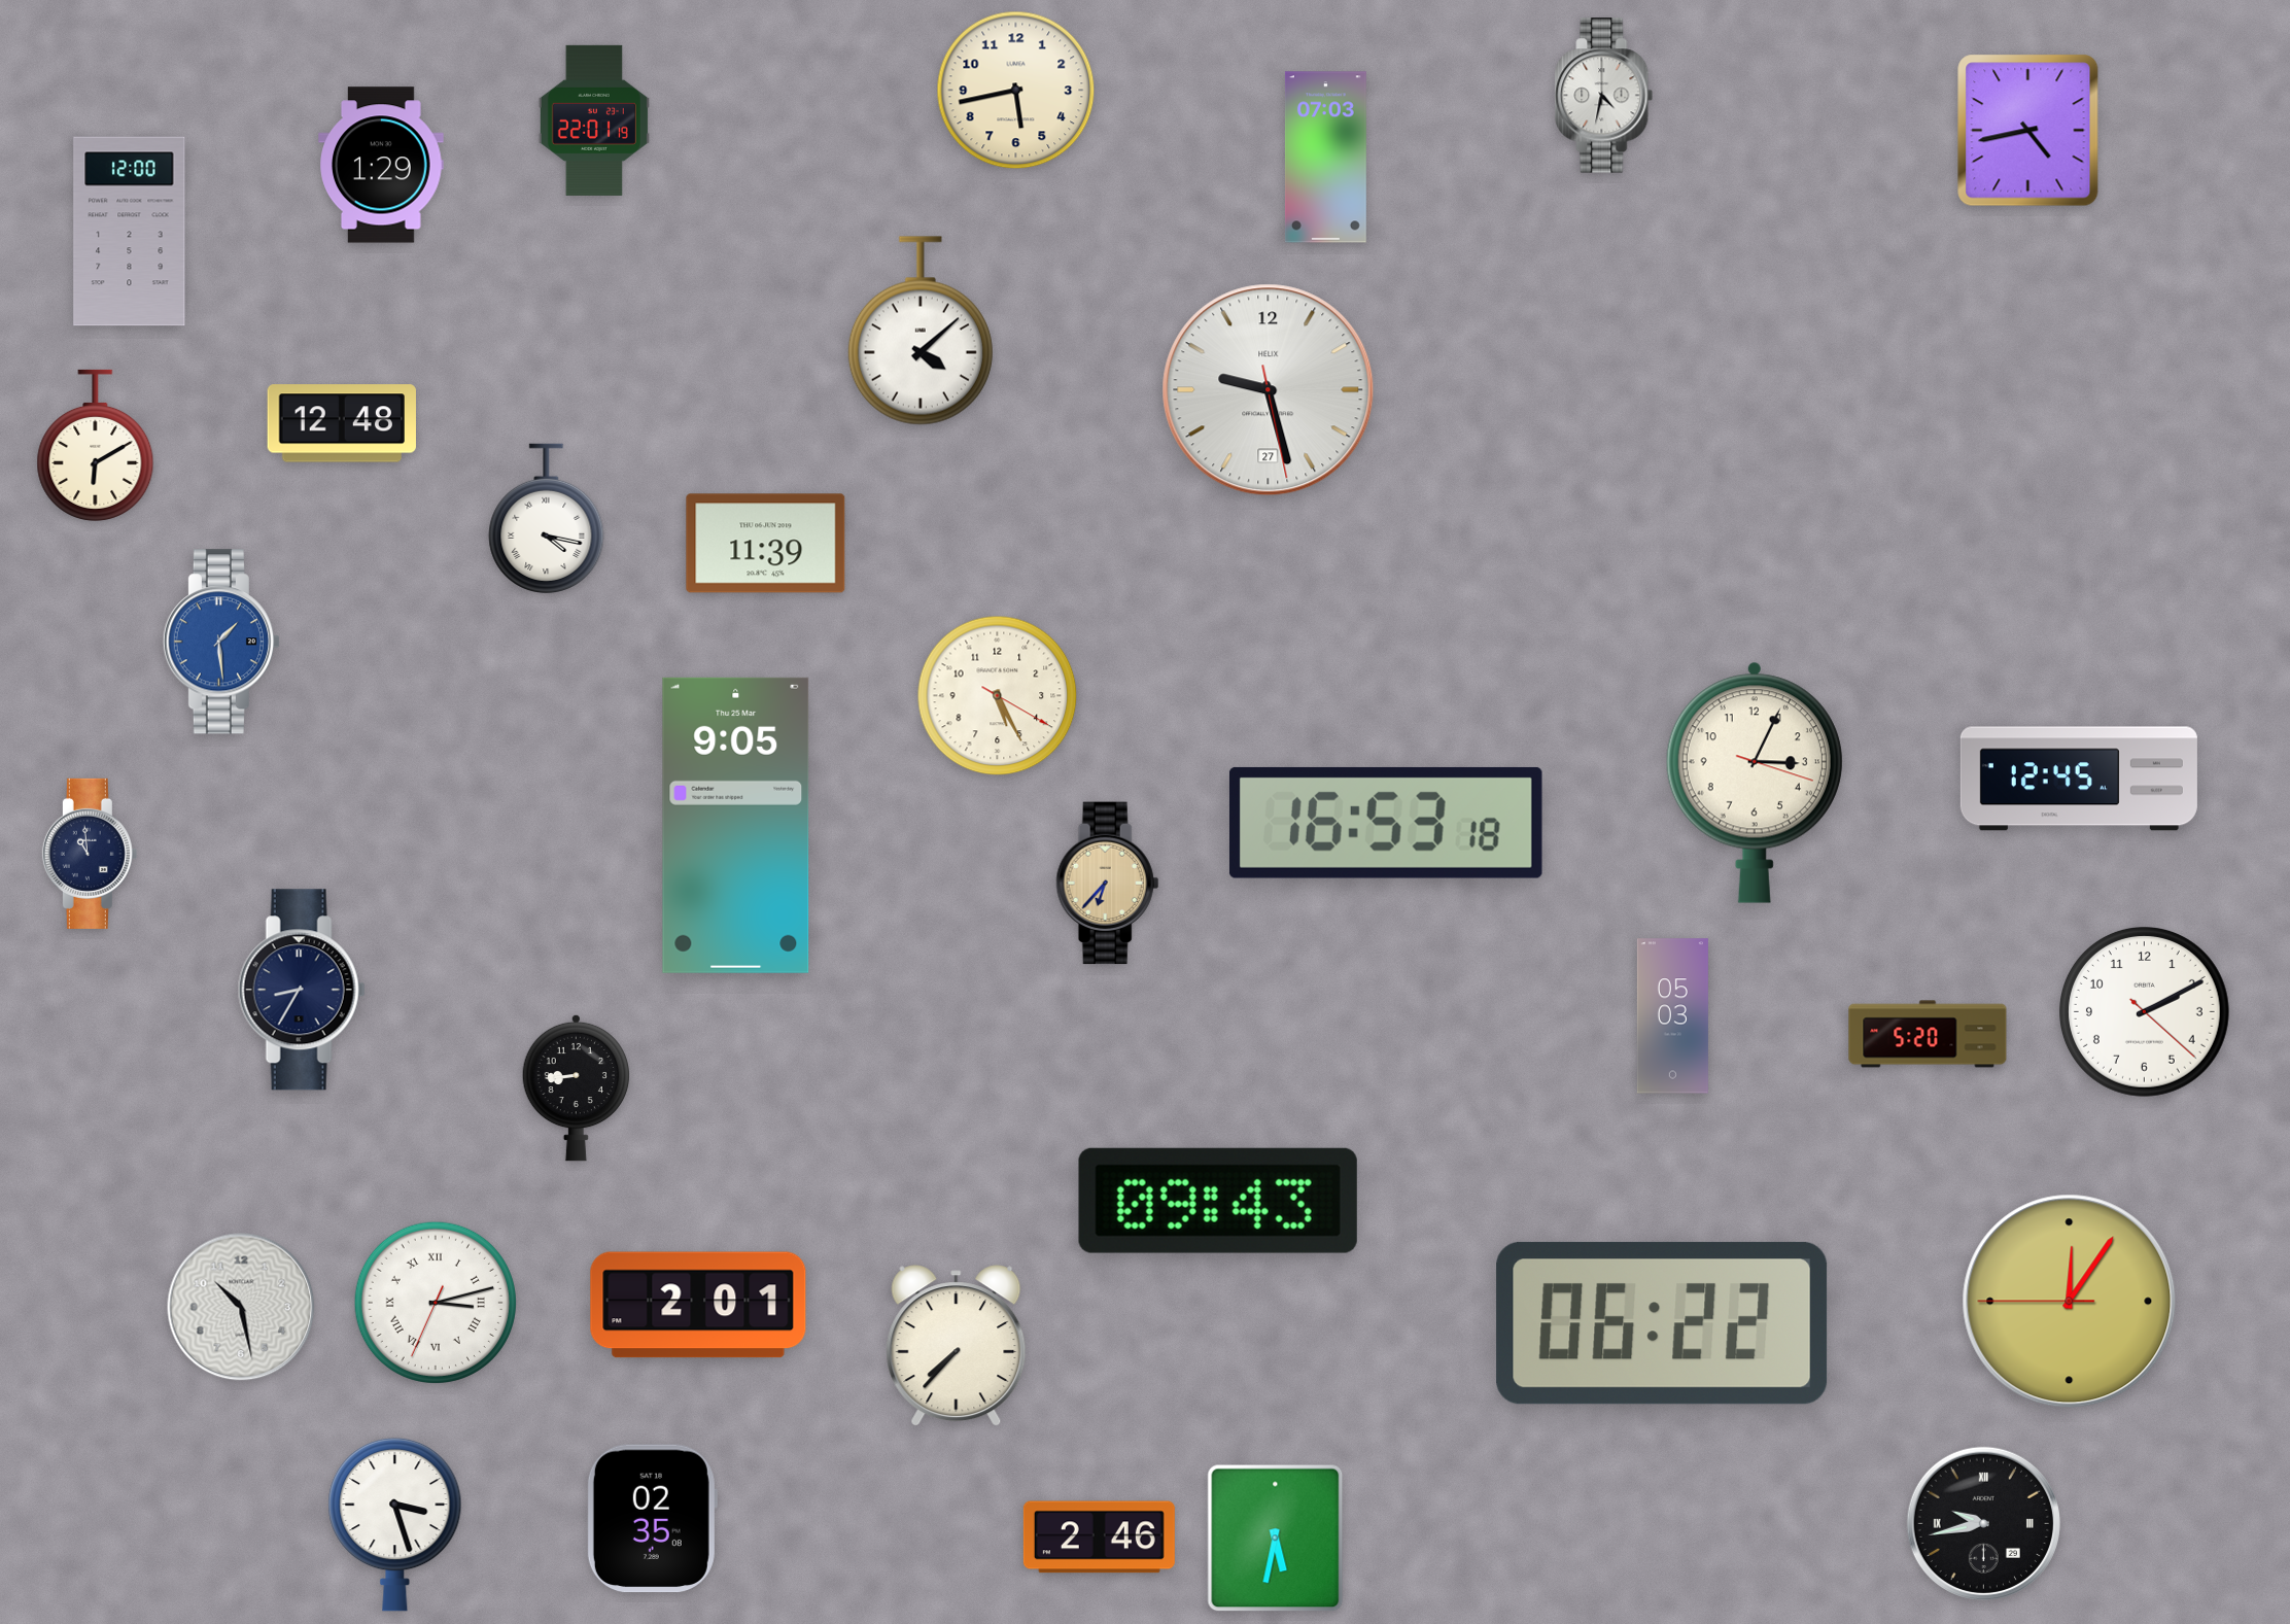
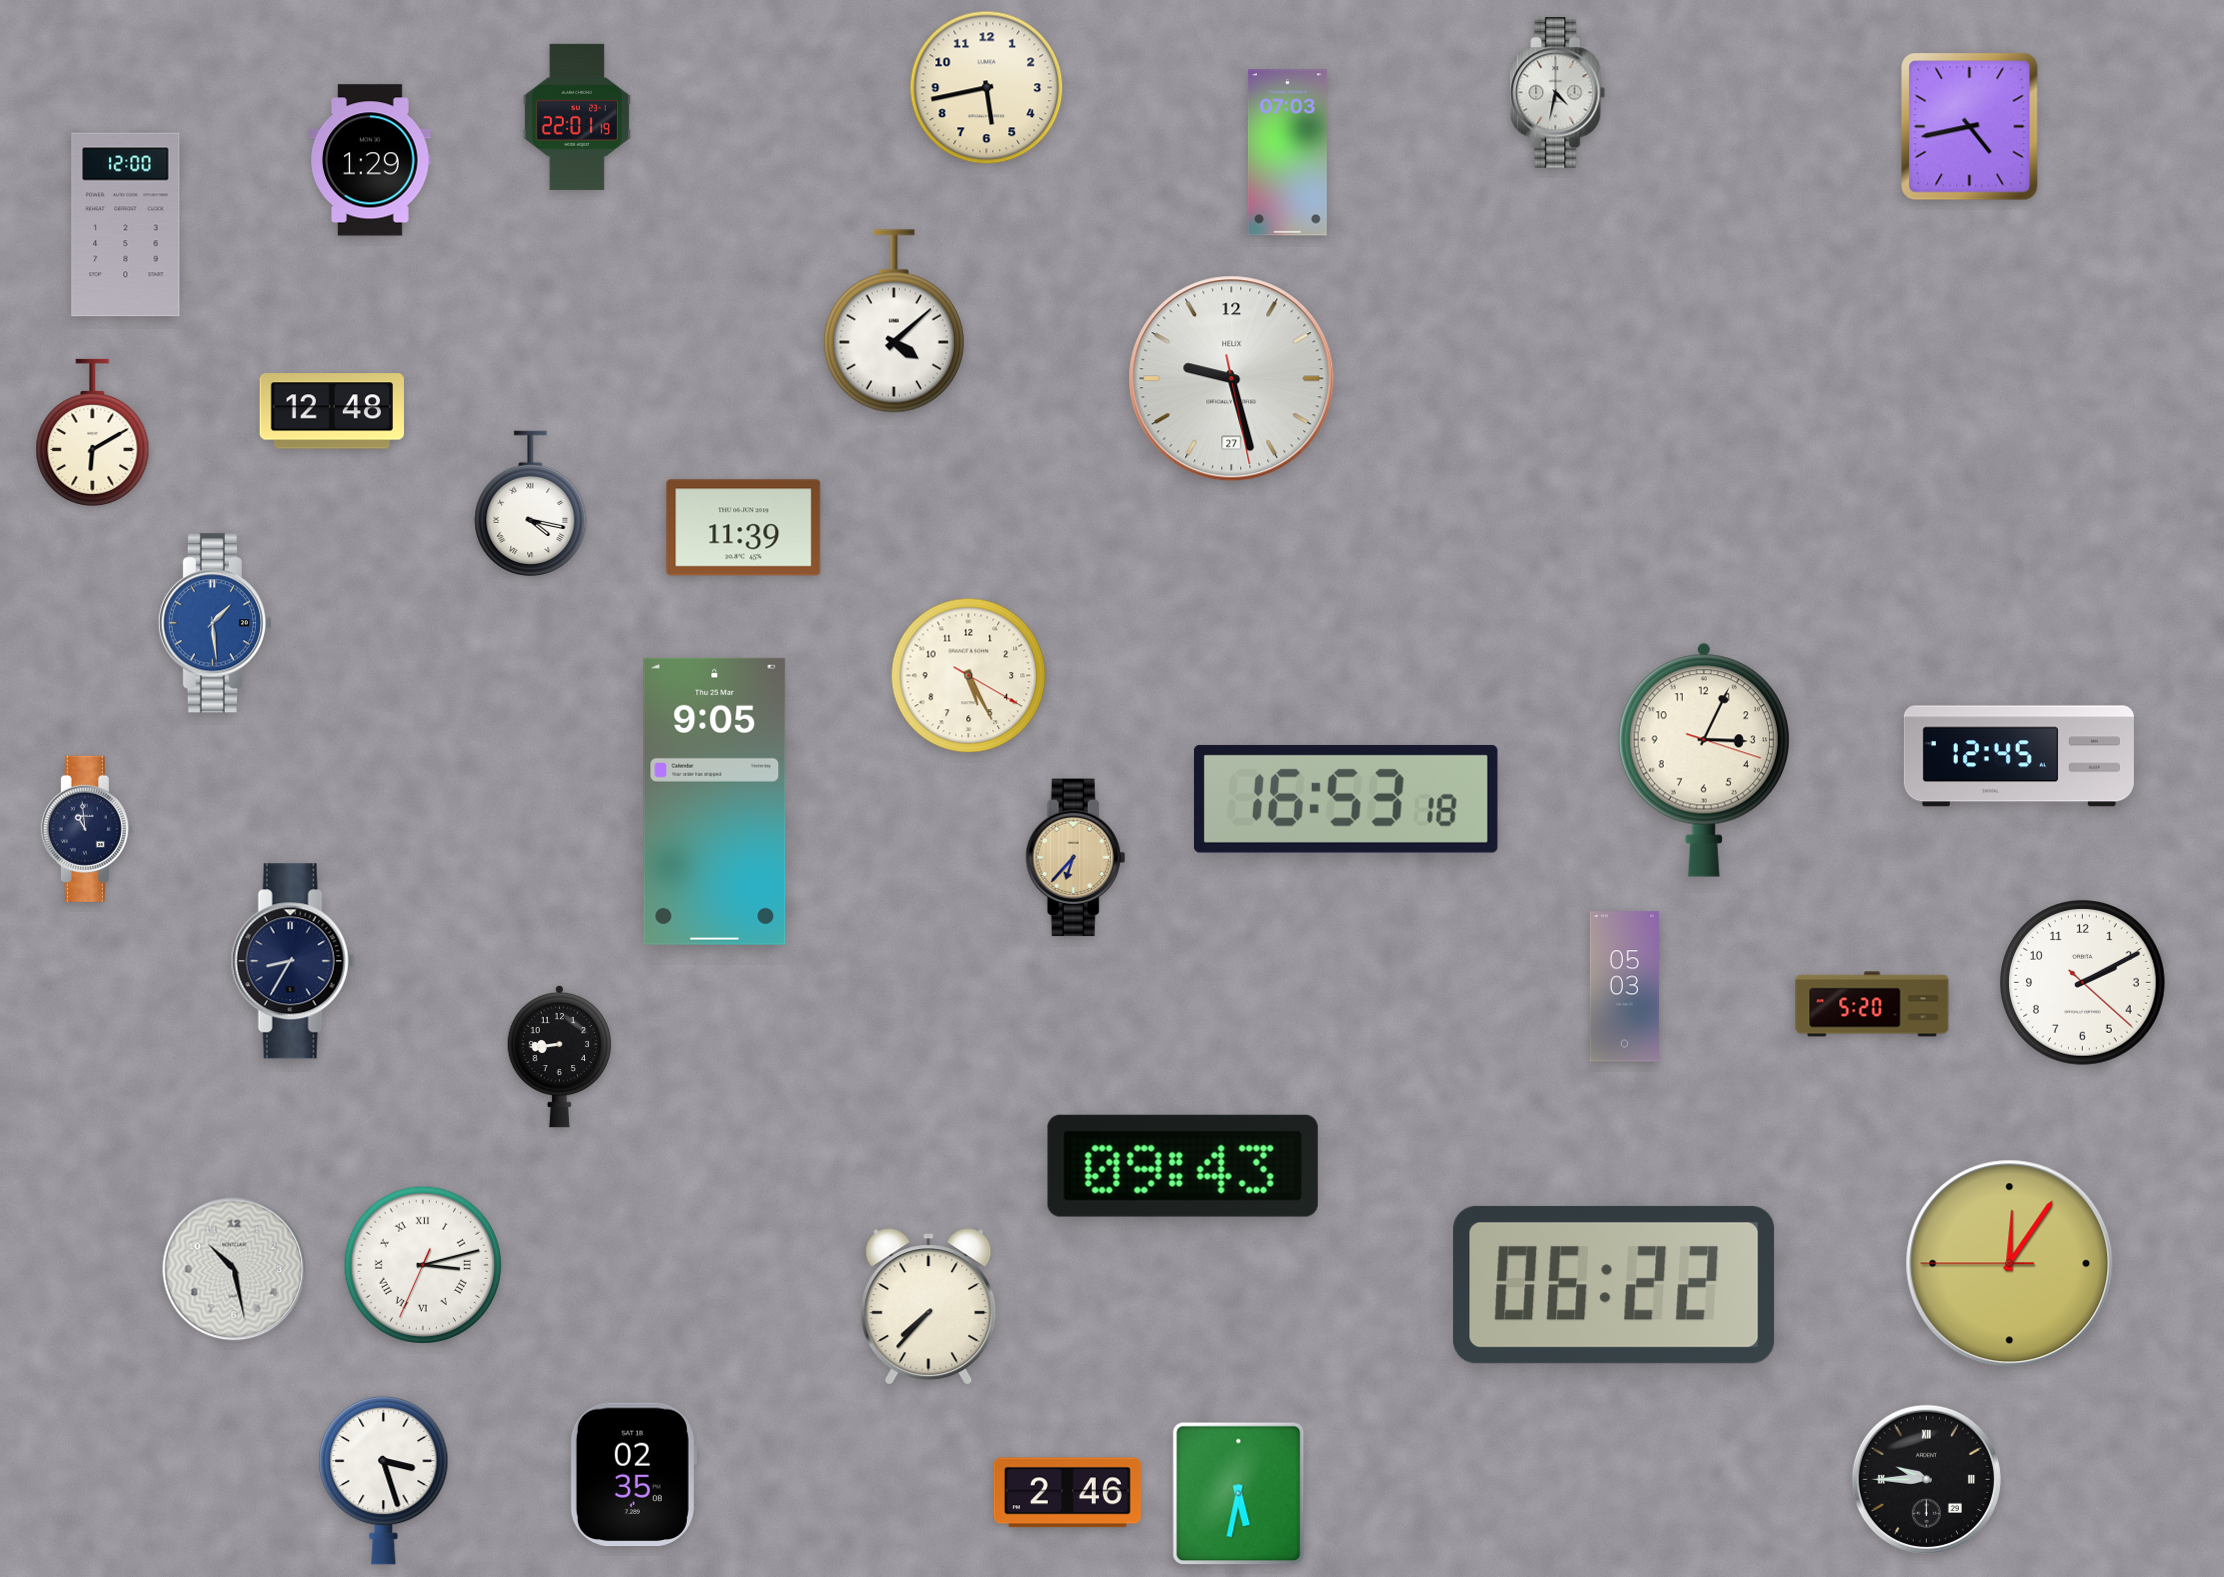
clock at (698, 1305): 2:01 -> none
clock at (1983, 1523): 9:43 -> 9:45
